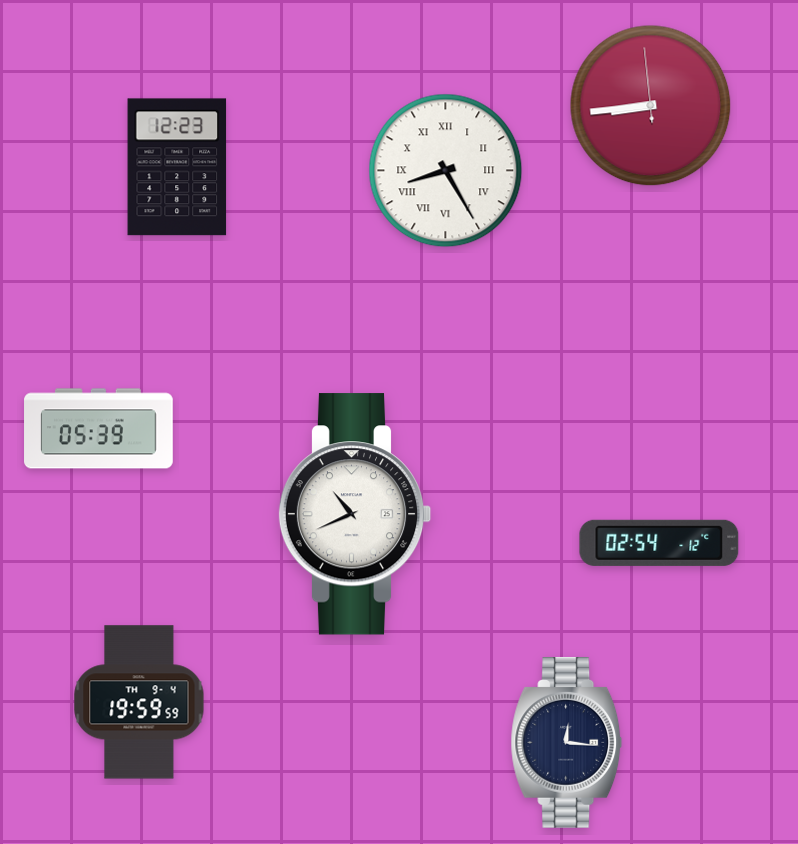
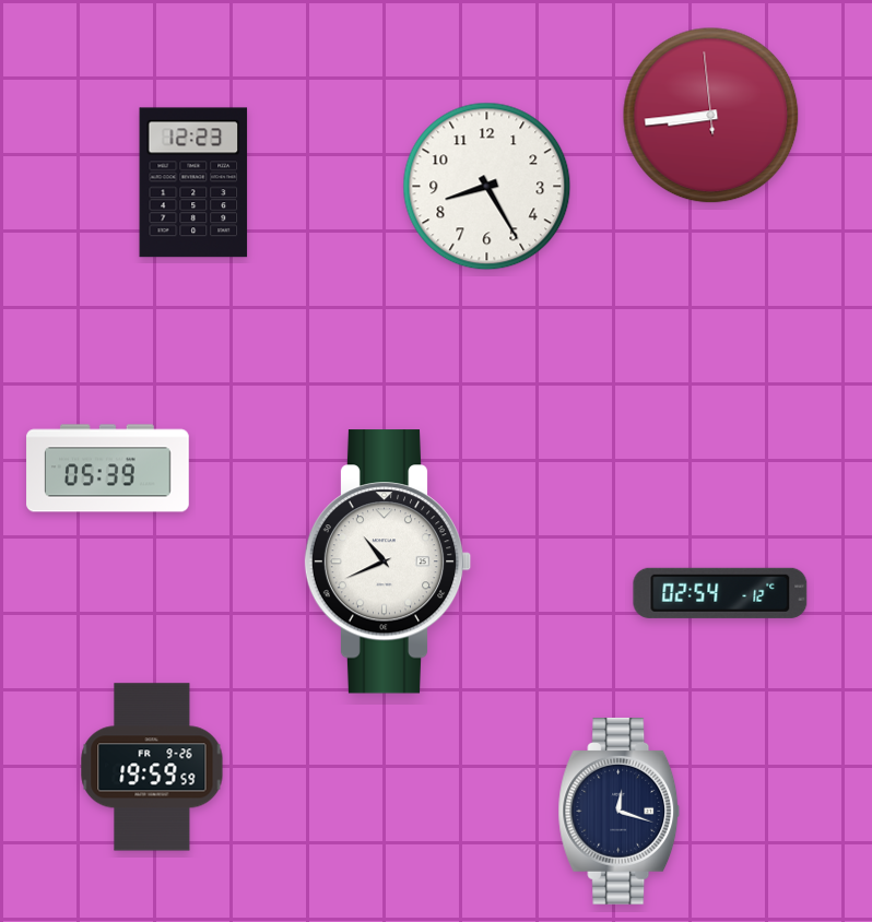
clock at (446, 171) numerals: Roman -> Arabic
clock at (139, 702) date: TH 9-4 -> FR 9-26
clock at (567, 742): 12:16 -> 12:18
